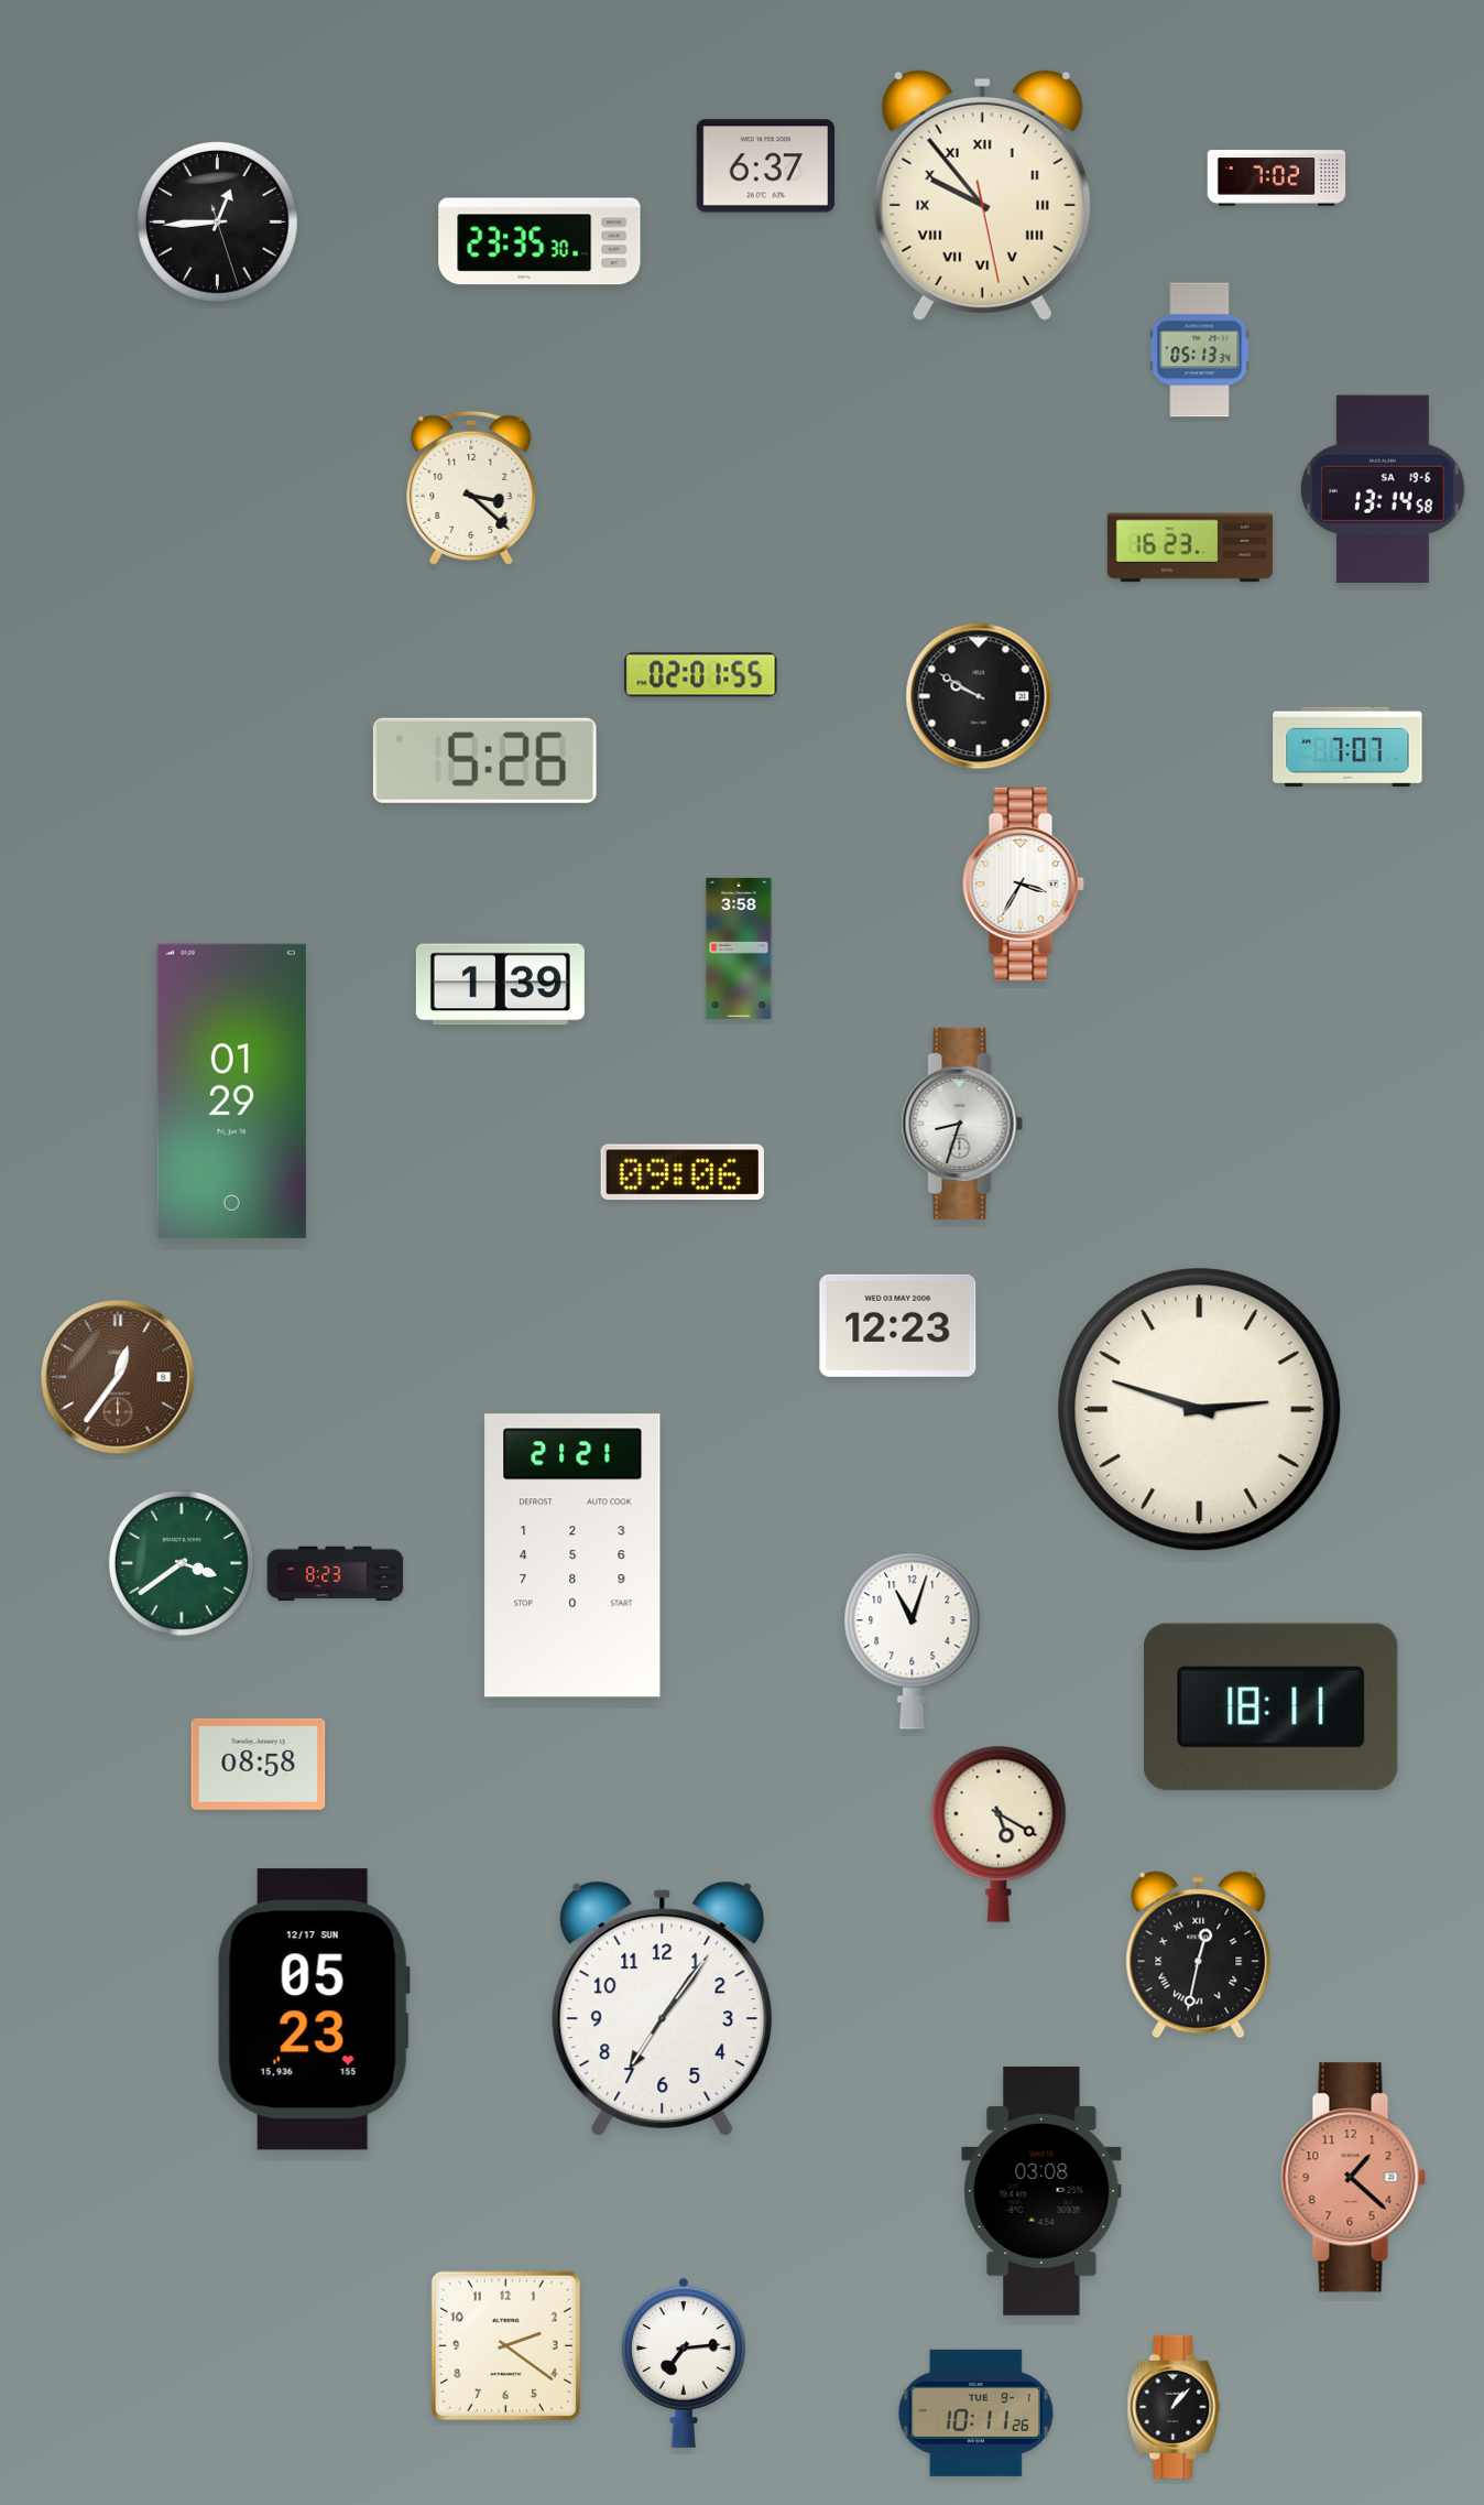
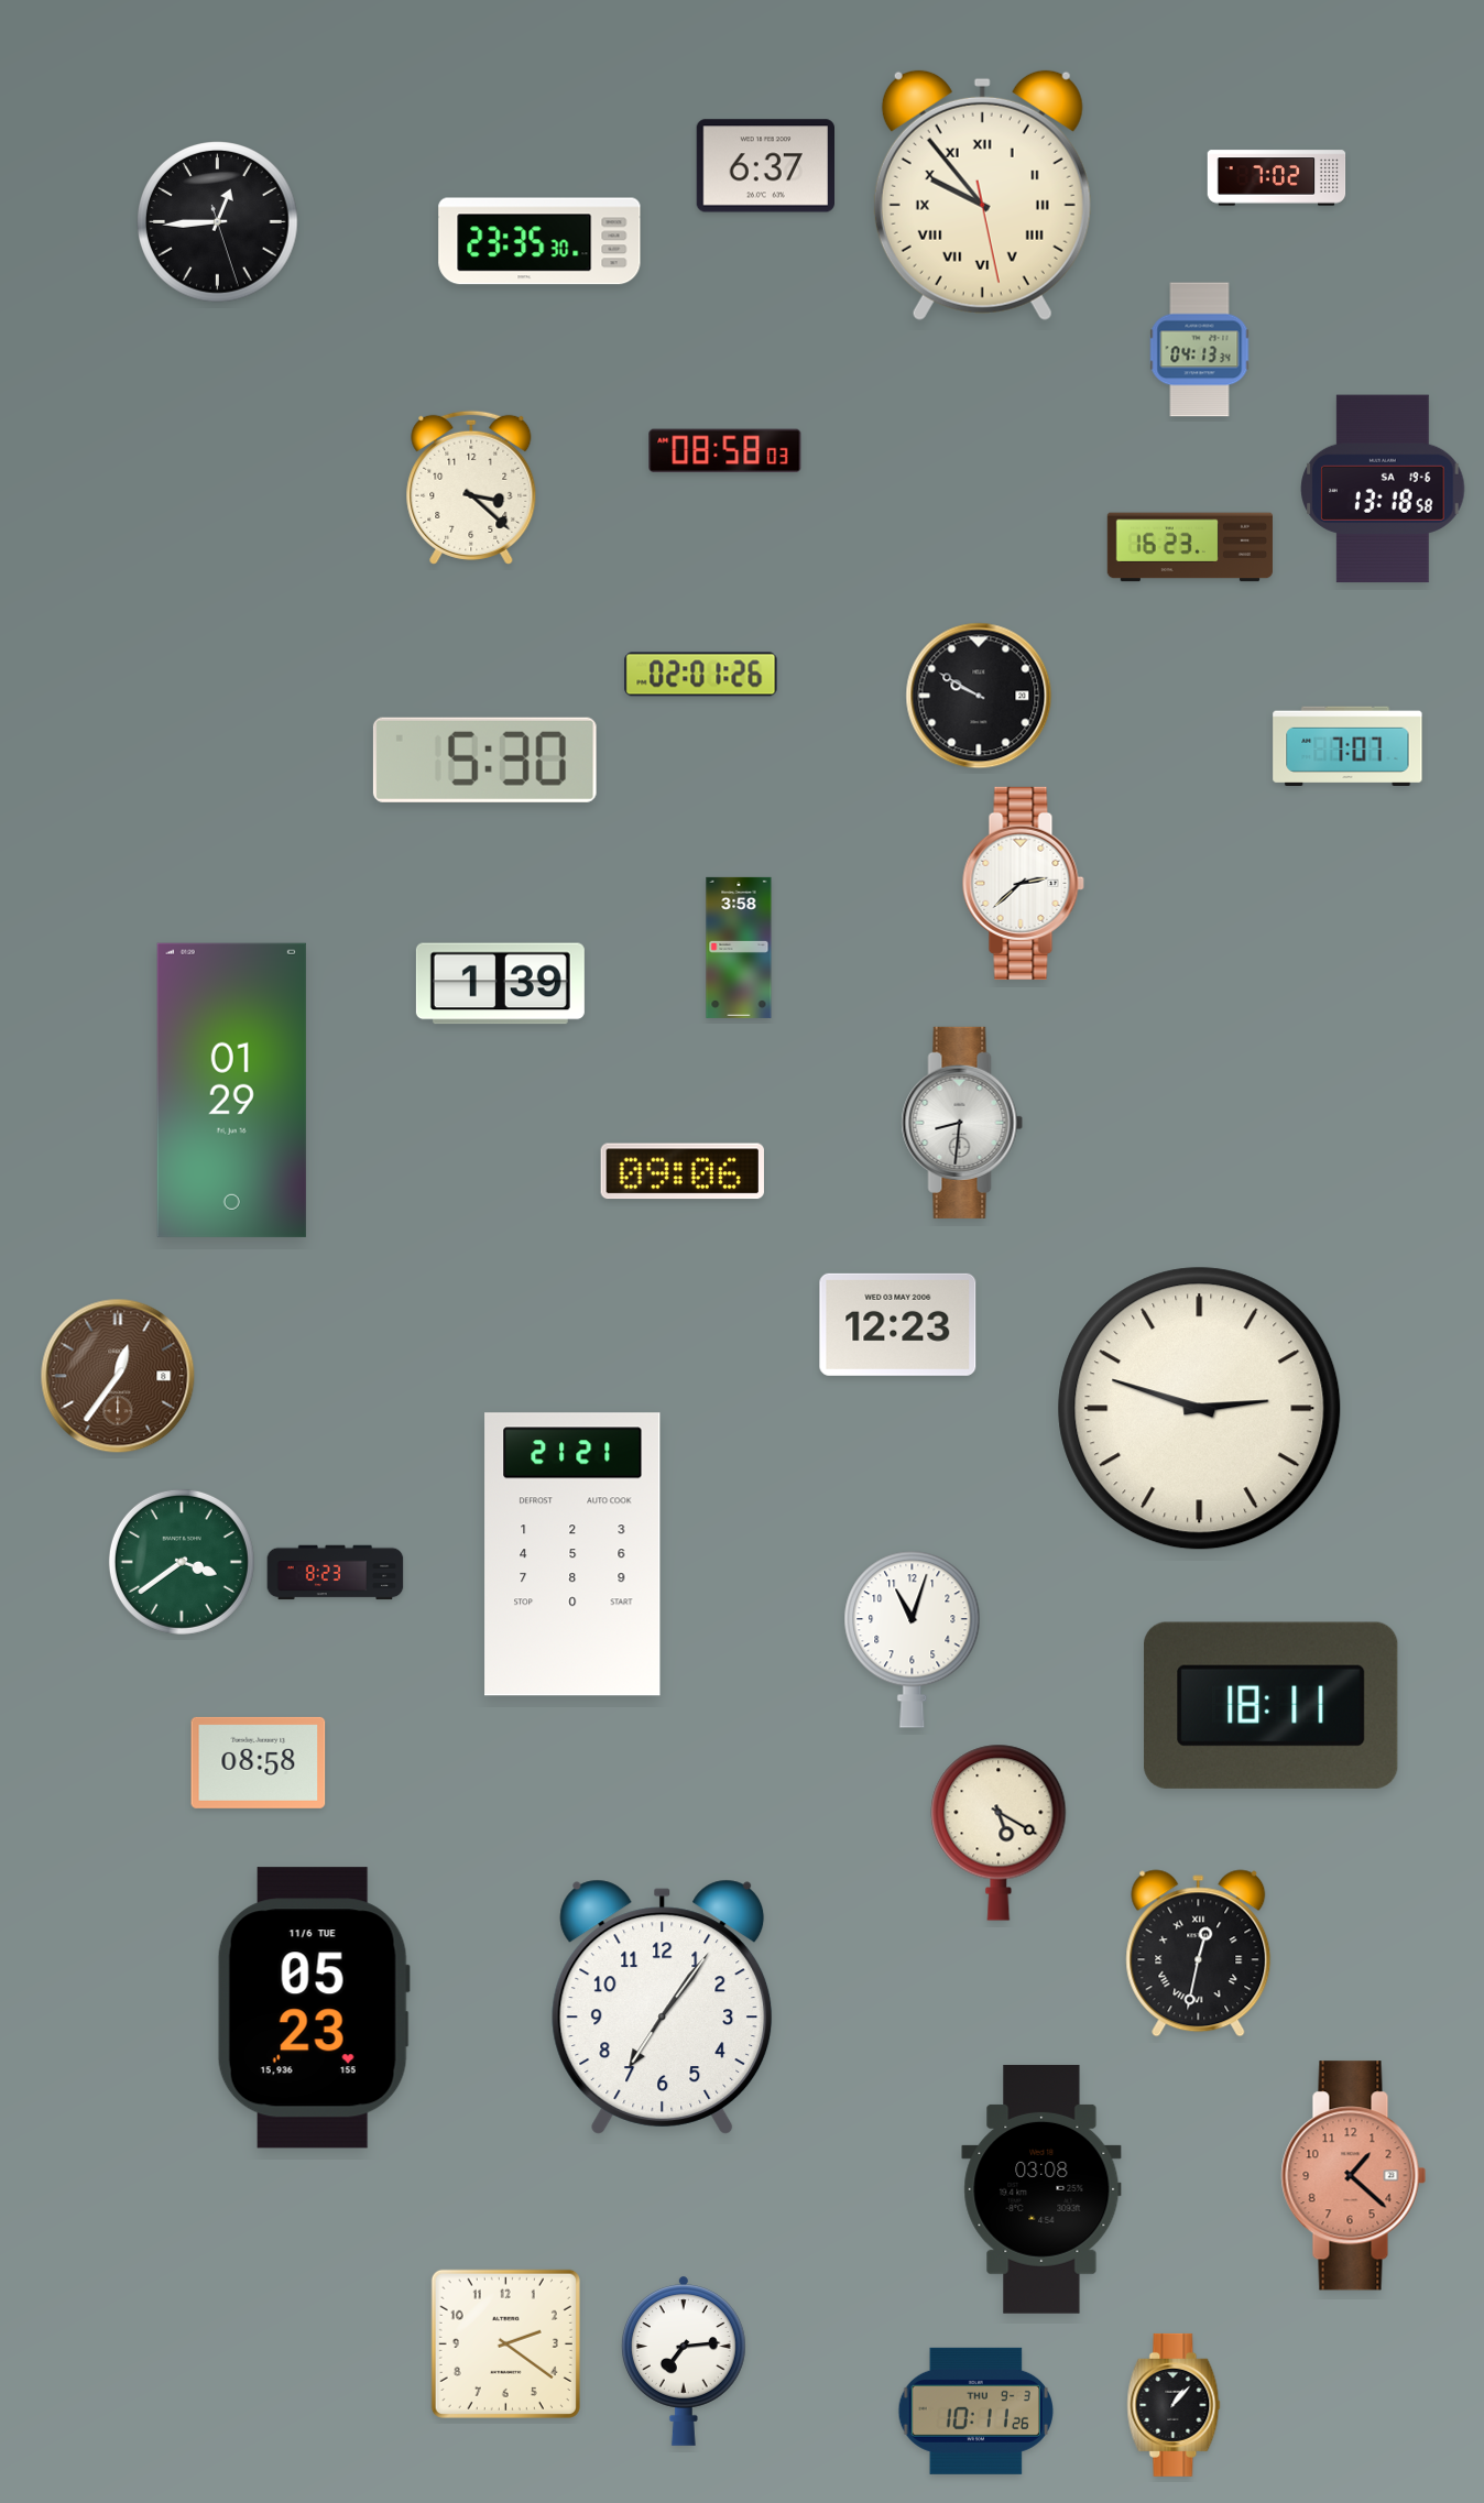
clock at (1200, 350): 05:13 -> 04:13
clock at (725, 451): none -> 08:58
clock at (1383, 489): 13:14 -> 13:18
clock at (701, 675): 02:01:55 -> 02:01:26
clock at (484, 760): 5:26 -> 5:30
clock at (1023, 883): 3:35 -> 2:38
clock at (962, 1124): 8:33 -> 8:31
clock at (314, 2009) date: 12/17 SUN -> 11/6 TUE
clock at (975, 2412) date: TUE 9-1 -> THU 9-3
